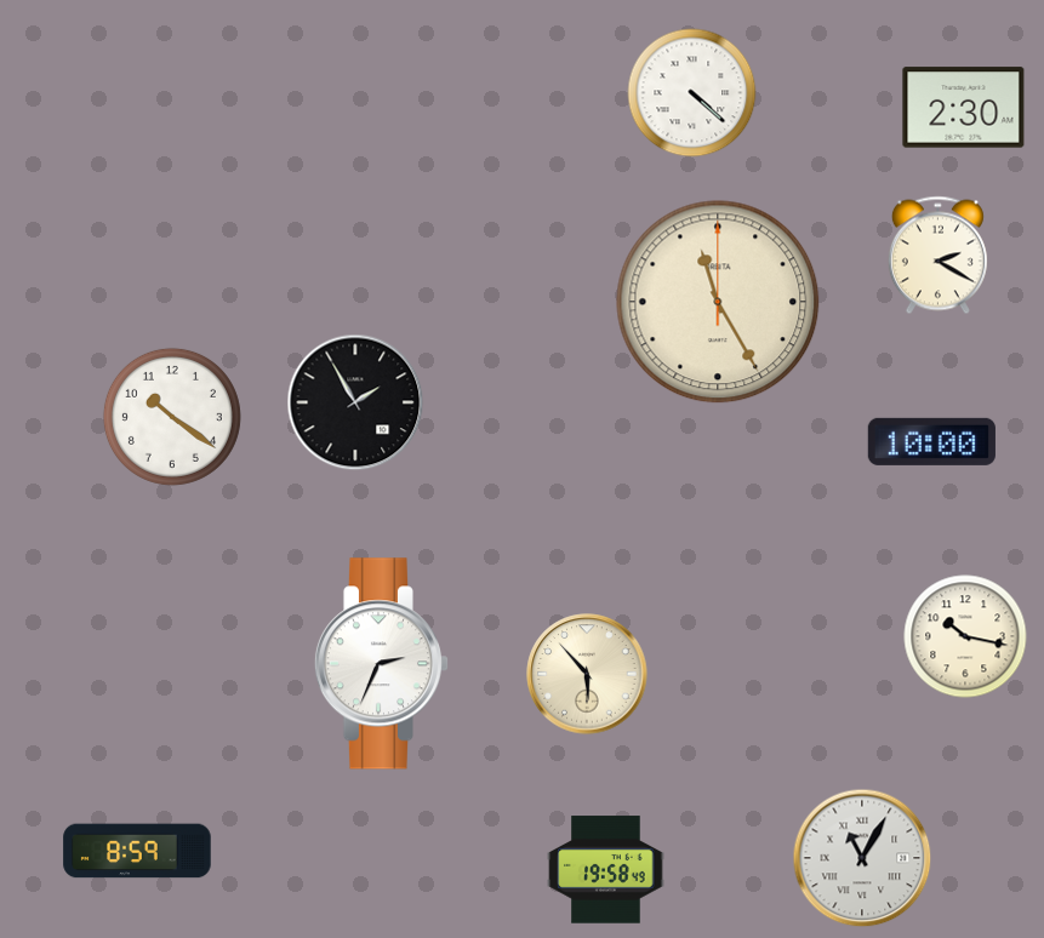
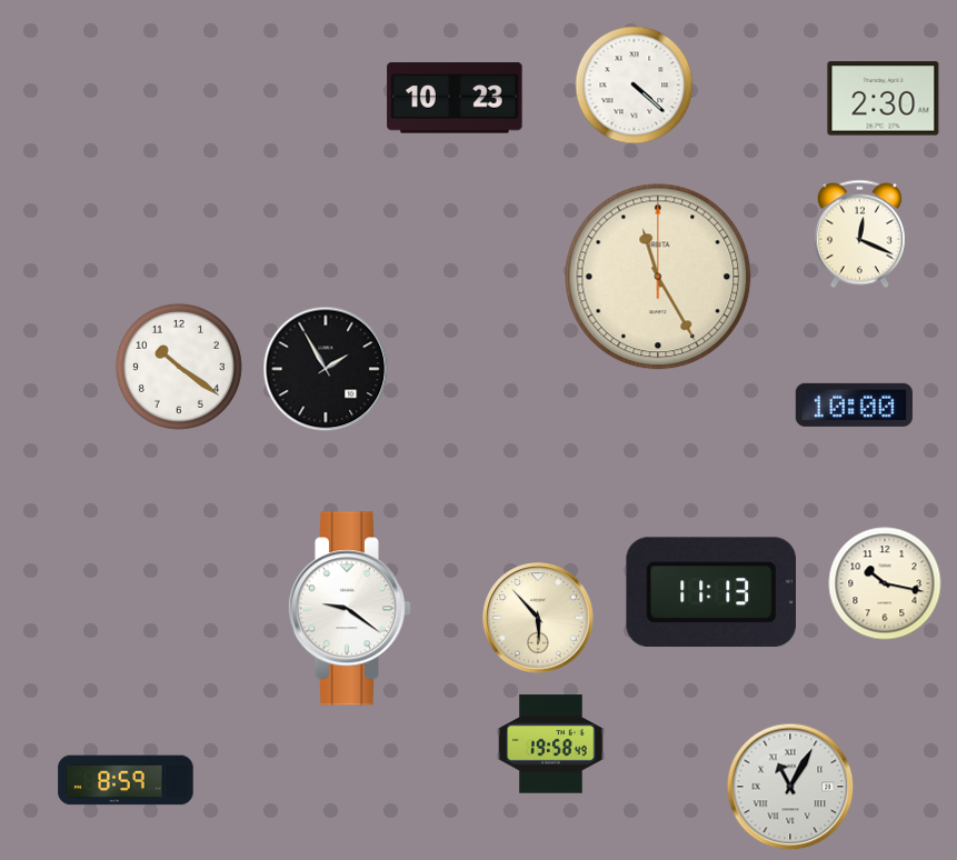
clock at (455, 98): none -> 10:23
clock at (937, 256): 2:20 -> 12:19
clock at (172, 417) position: (172, 417) -> (179, 367)
clock at (710, 592): none -> 11:13
clock at (381, 664): 2:34 -> 9:21
clock at (606, 870) position: (606, 870) -> (551, 744)
